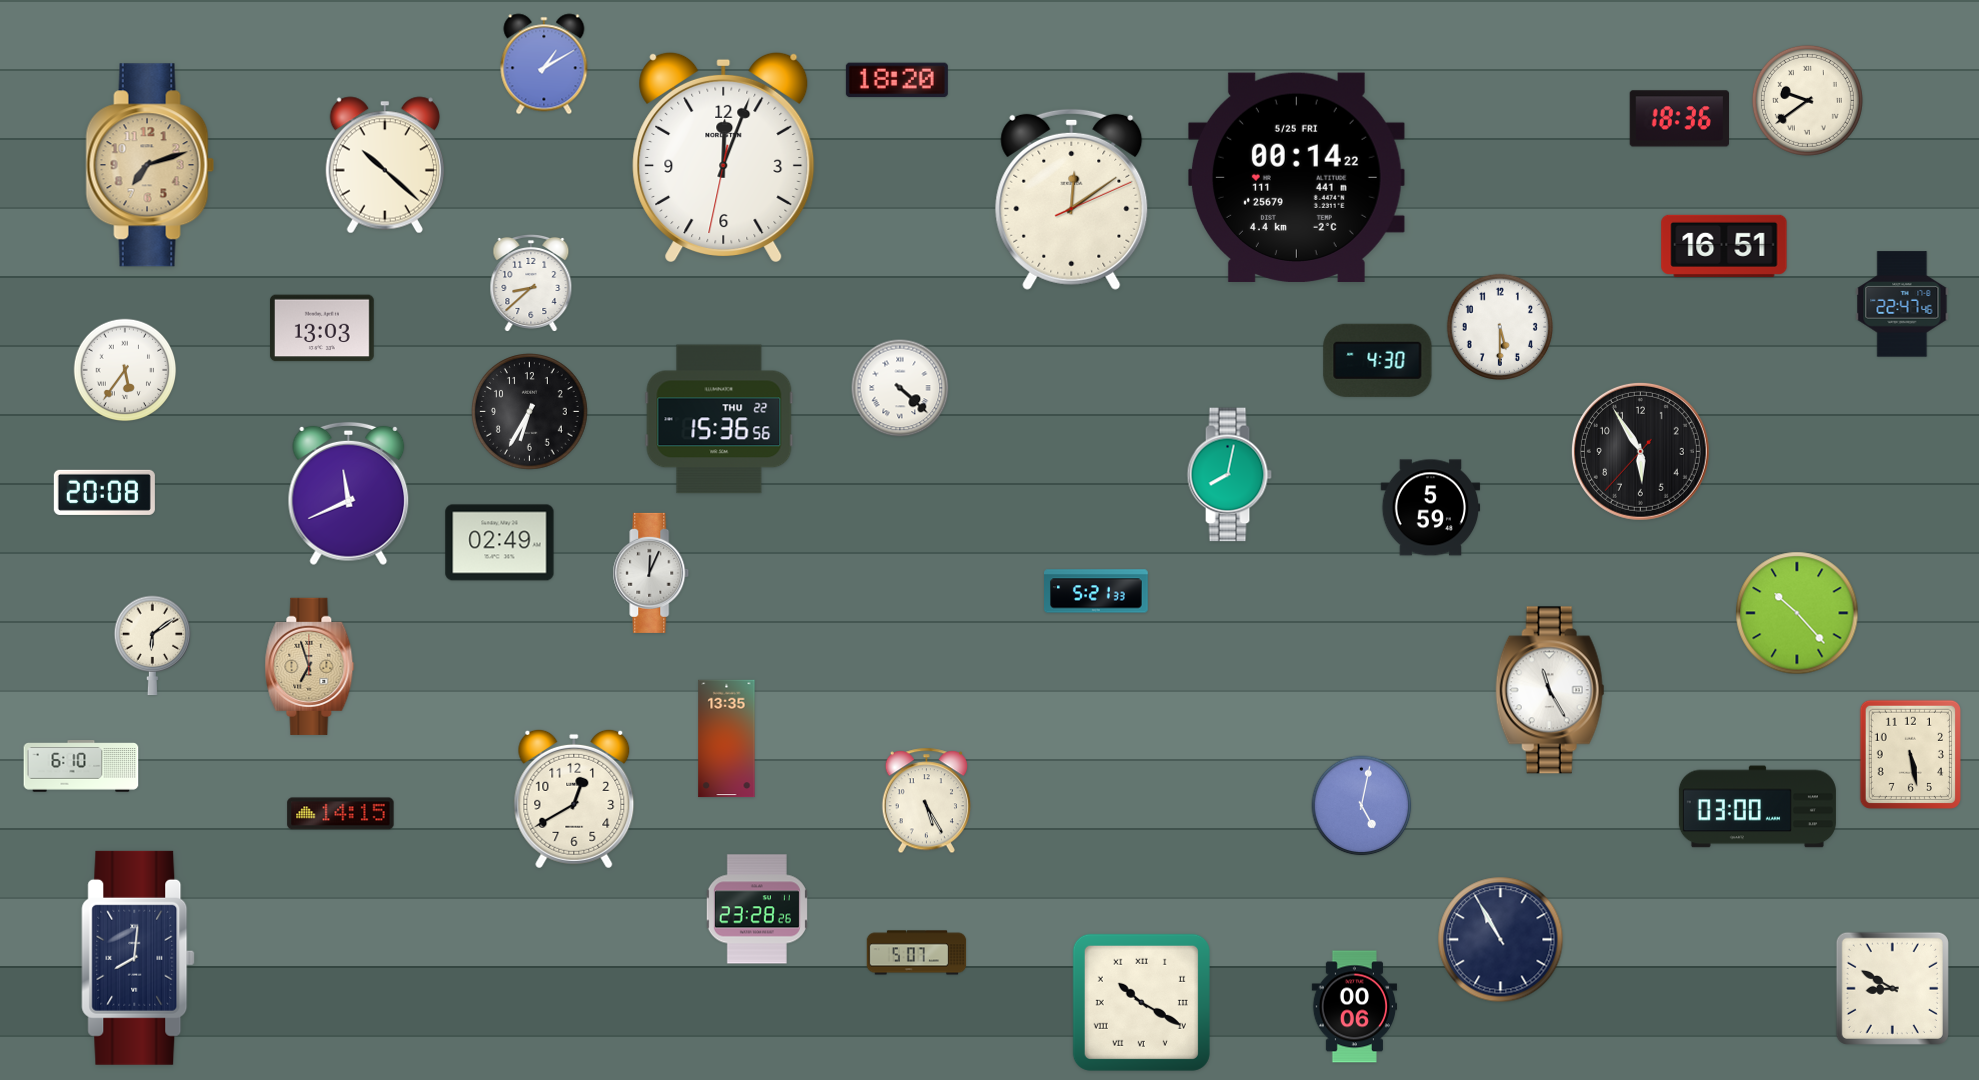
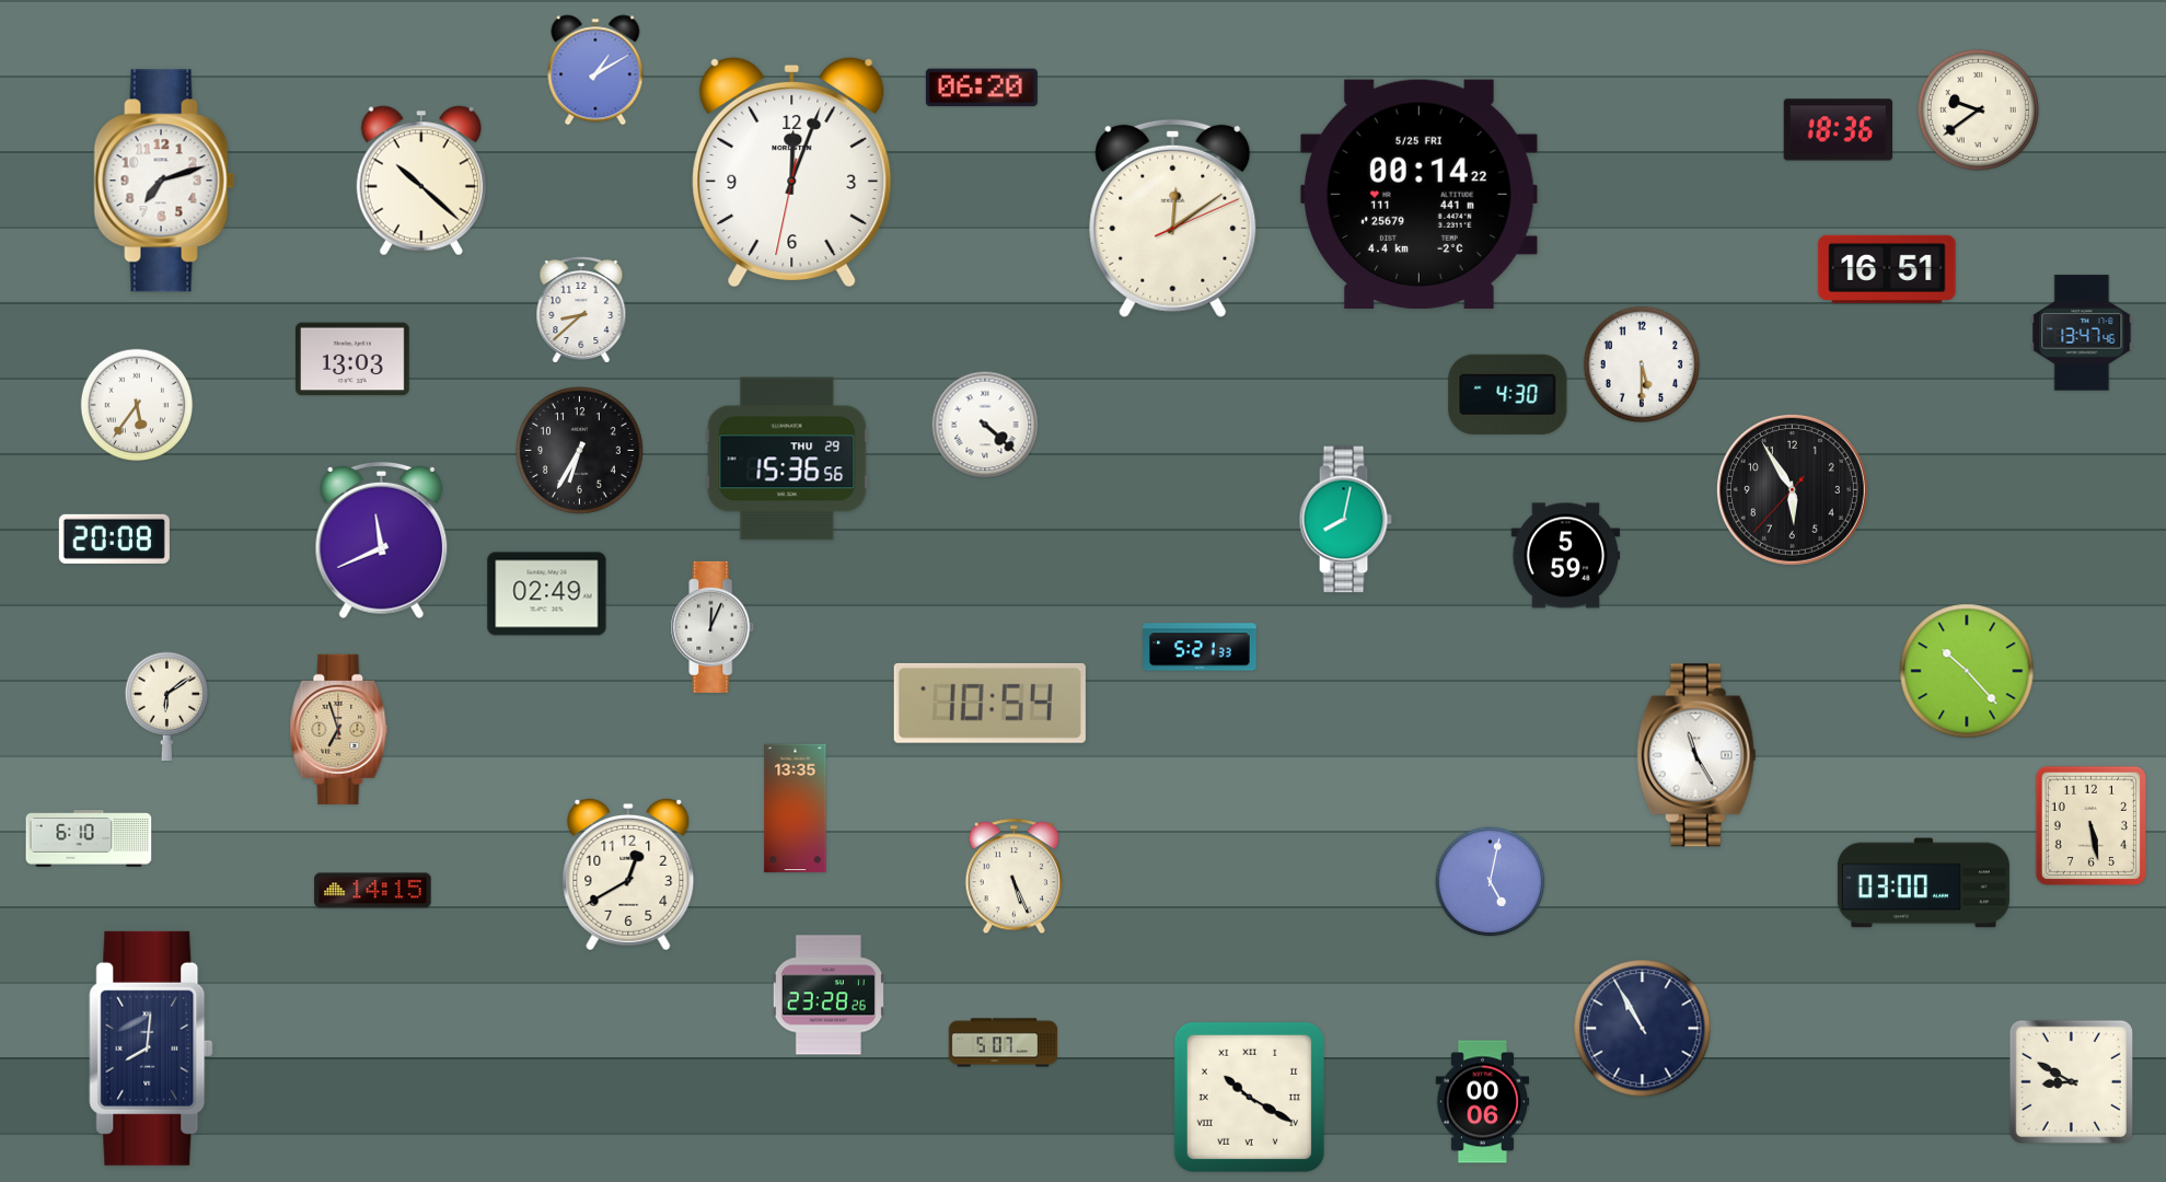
clock at (897, 80): 18:20 -> 06:20
clock at (150, 165) dial: champagne -> white
clock at (1902, 304): 22:47 -> 13:47
clock at (1500, 327) position: (1500, 327) -> (1642, 364)
clock at (719, 419) date: THU 22 -> THU 29
clock at (1640, 451) position: (1640, 451) -> (1792, 489)
clock at (989, 703): none -> 10:54
clock at (926, 801): 5:25 -> 5:26
